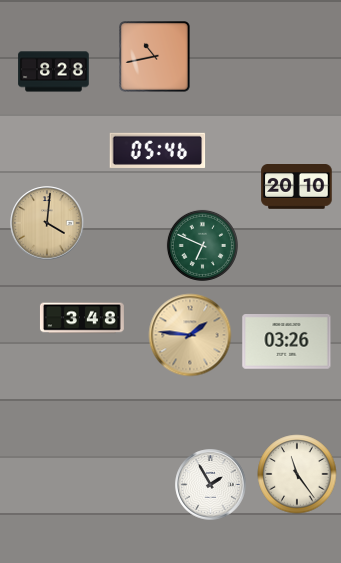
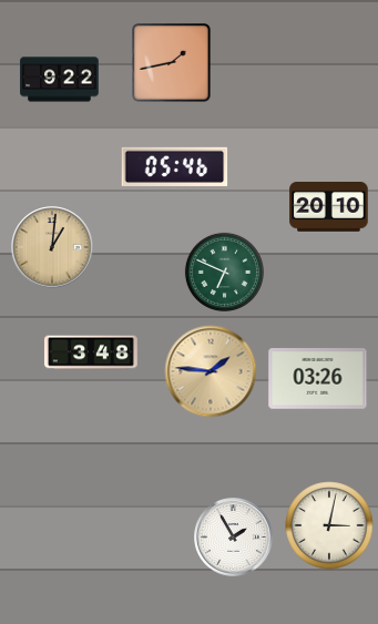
clock at (155, 57): 10:43 -> 1:43
clock at (54, 72): 8:28 -> 9:22
clock at (47, 223): 4:01 -> 1:01
clock at (297, 474): 11:24 -> 3:02
